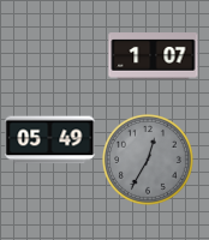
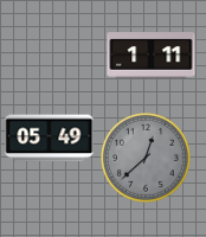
clock at (154, 56): 1:07 -> 1:11
clock at (148, 160): 12:35 -> 12:38
